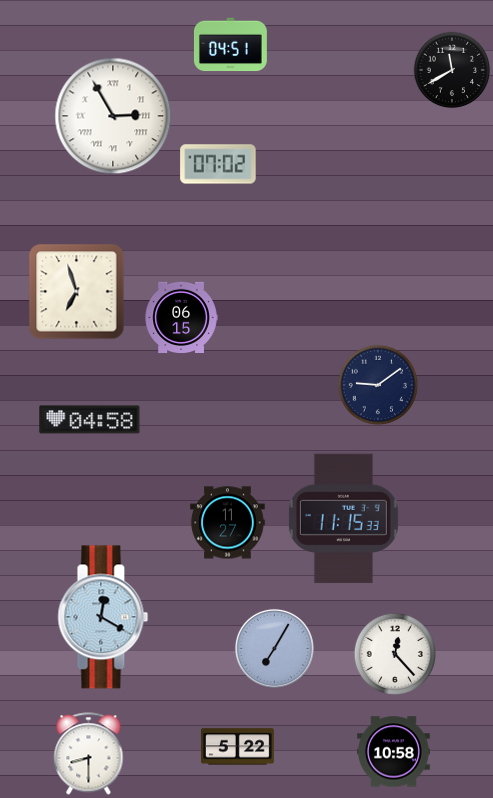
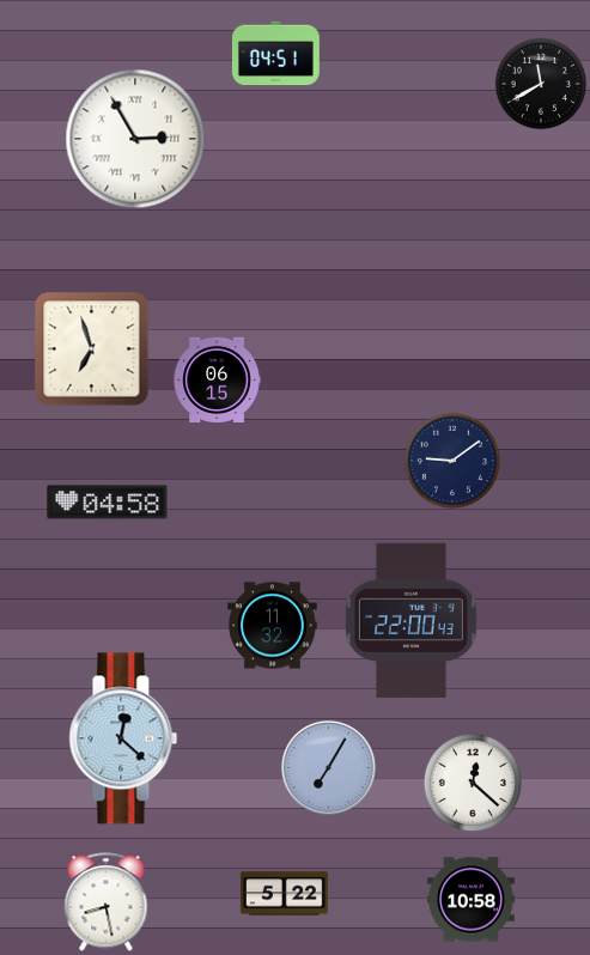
clock at (218, 164): 07:02 -> none
clock at (343, 519): 11:15 -> 22:00
clock at (228, 523): 11:27 -> 11:32
clock at (103, 617): 12:20 -> 12:22
clock at (274, 648) position: (274, 648) -> (328, 767)
clock at (395, 654): 12:23 -> 12:22
clock at (89, 754): 8:30 -> 8:28
